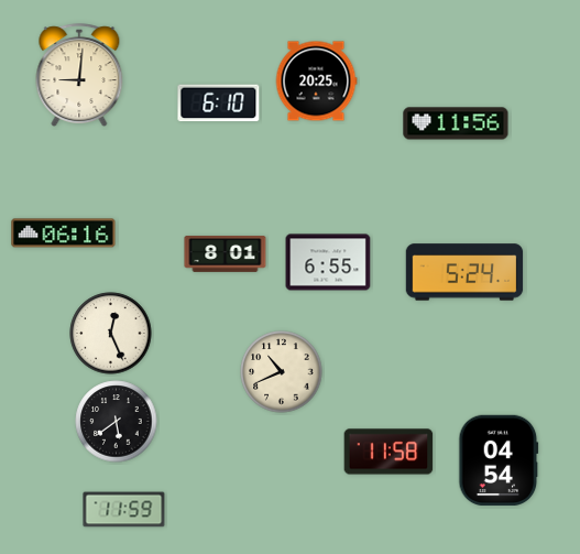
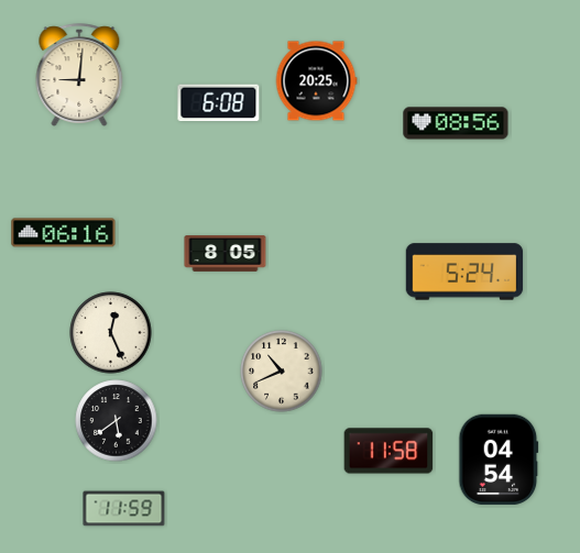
clock at (219, 104): 6:10 -> 6:08
clock at (456, 123): 11:56 -> 08:56
clock at (226, 254): 8:01 -> 8:05
clock at (328, 262): 6:55 -> none
